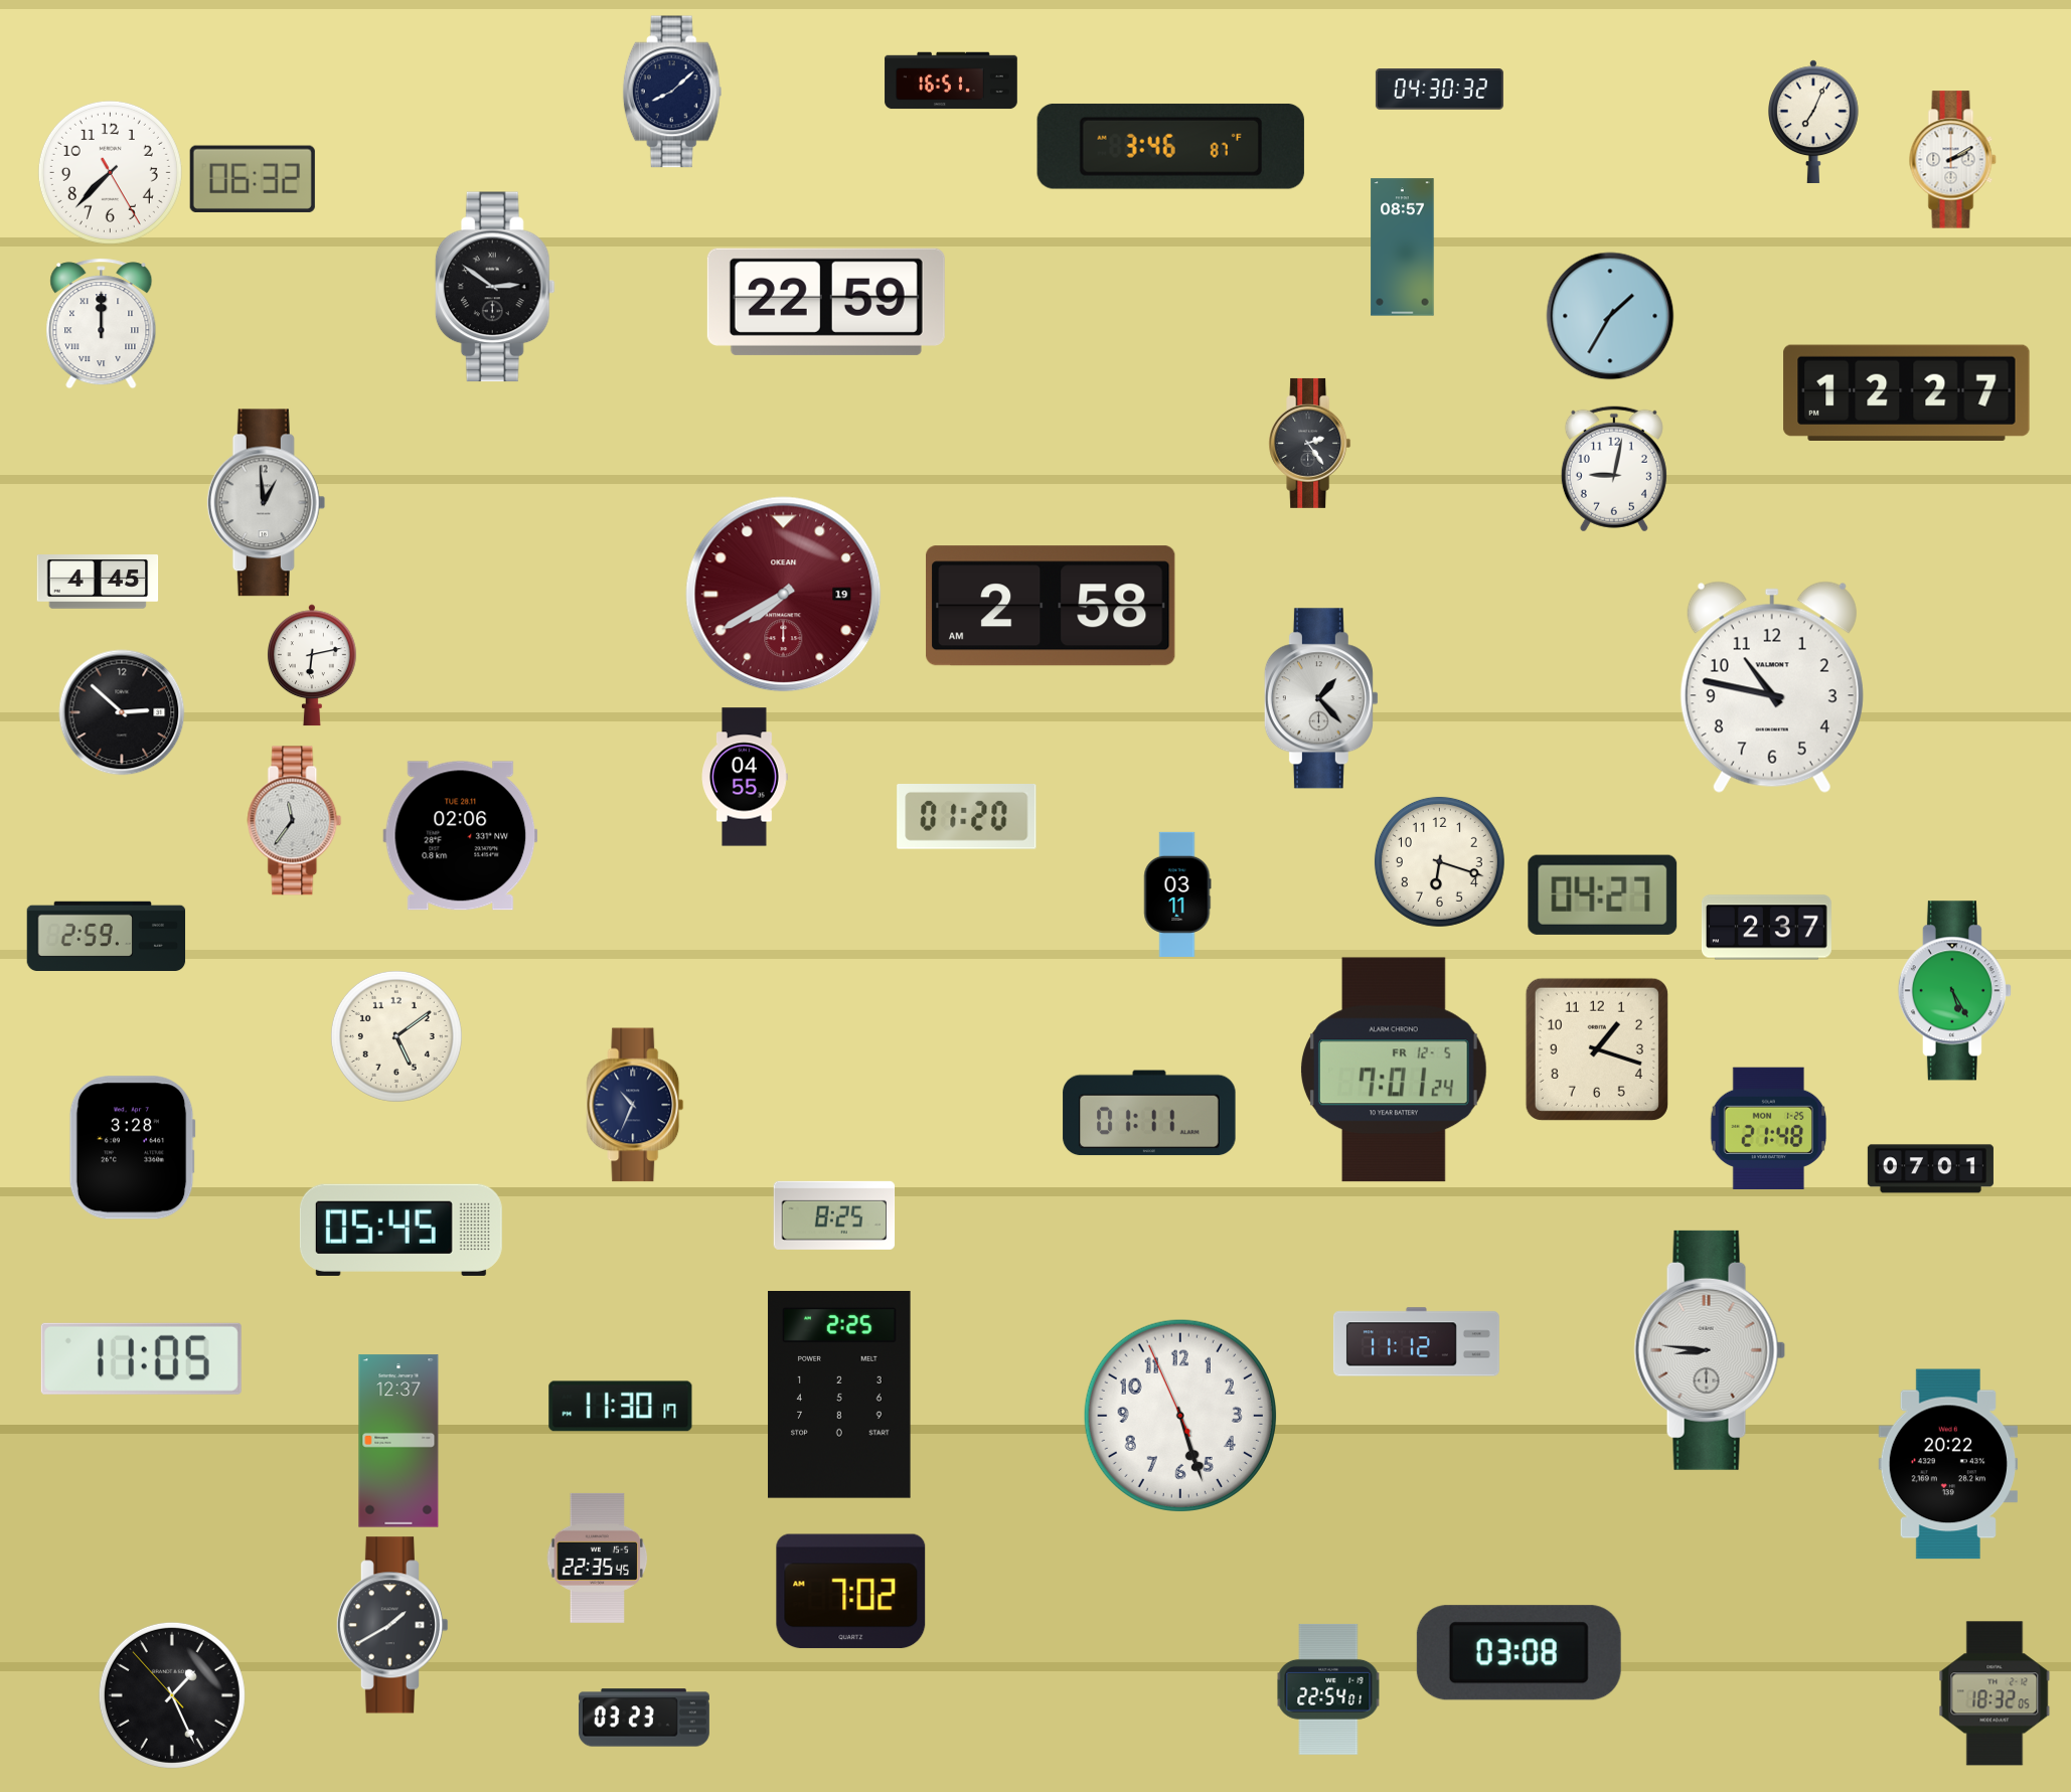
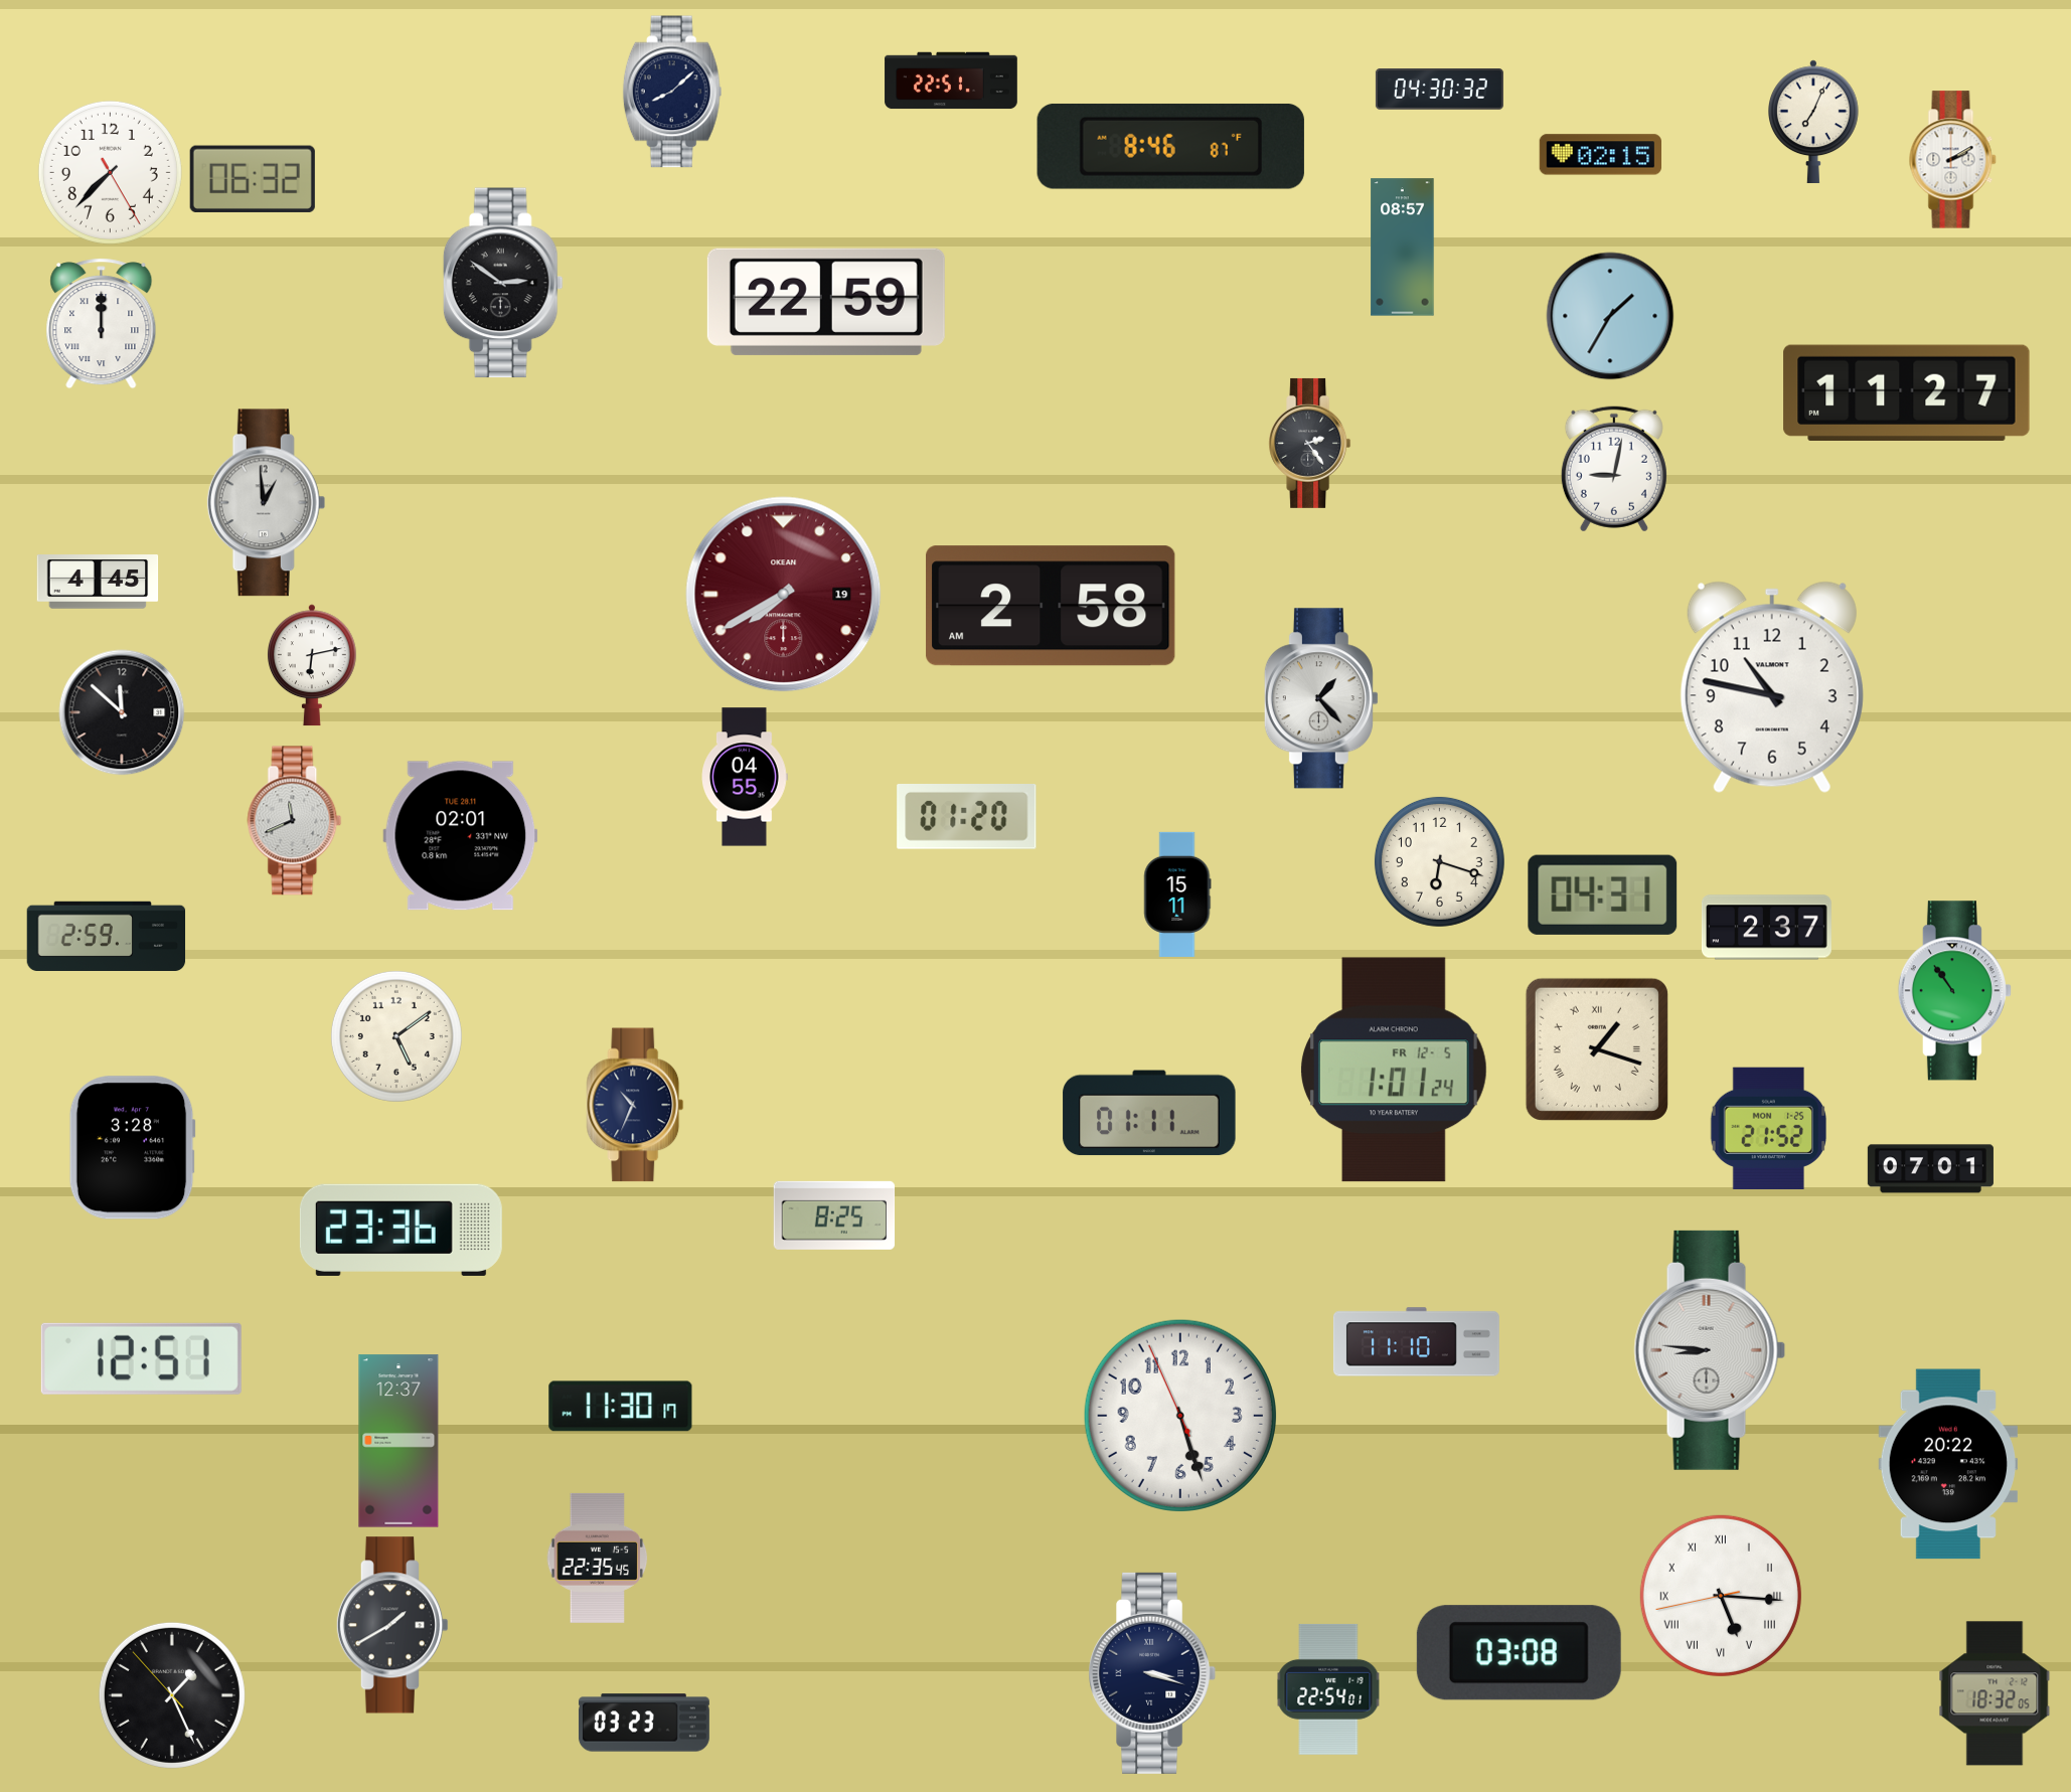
clock at (951, 80): 16:51 -> 22:51
clock at (1170, 146): 3:46 -> 8:46
clock at (1600, 155): none -> 02:15
clock at (495, 287) position: (495, 287) -> (503, 283)
clock at (1907, 392): 12:27 -> 11:27
clock at (122, 712): 2:52 -> 11:52
clock at (295, 821): 11:36 -> 11:41
clock at (461, 836): 02:06 -> 02:01
clock at (1177, 894): 03:11 -> 15:11
clock at (1603, 894): 04:27 -> 04:31
clock at (1954, 991): 5:25 -> 10:54
clock at (1597, 1049) numerals: Arabic -> Roman
clock at (1394, 1070): 7:01 -> 1:01
clock at (1769, 1128): 21:48 -> 21:52
clock at (401, 1230): 05:45 -> 23:36
clock at (1416, 1342): 11:12 -> 11:10
clock at (141, 1358): 11:05 -> 12:51
clock at (839, 1396): 2:25 -> none
clock at (851, 1592): 7:02 -> none
clock at (1721, 1596): none -> 5:15
clock at (1152, 1673): none -> 3:18
clock at (644, 1718) position: (644, 1718) -> (644, 1723)
